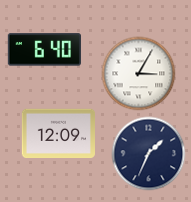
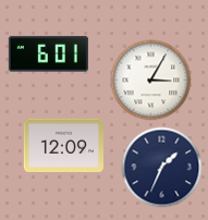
clock at (44, 50): 6:40 -> 6:01
